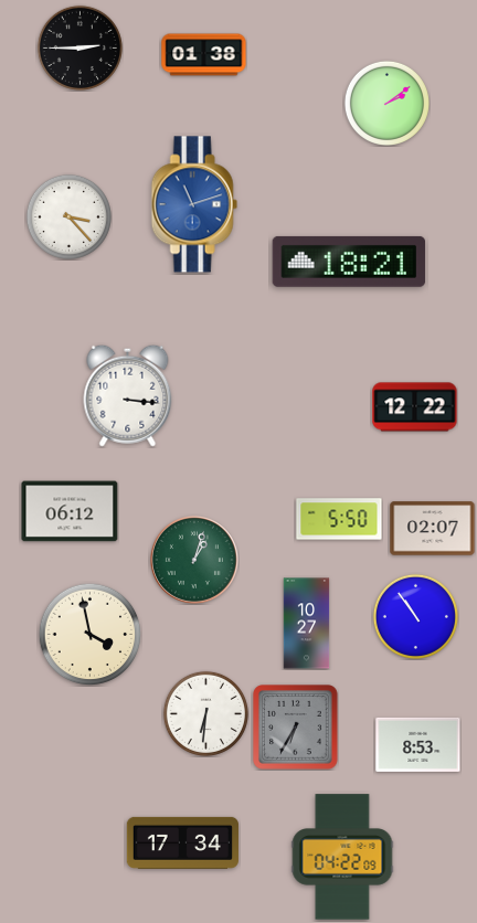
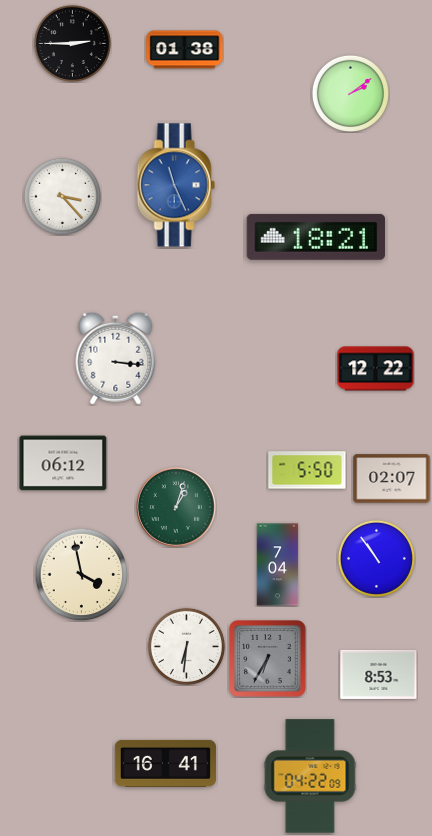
clock at (194, 204): 11:12 -> 11:26
clock at (307, 624): 10:27 -> 7:04
clock at (182, 842): 17:34 -> 16:41
